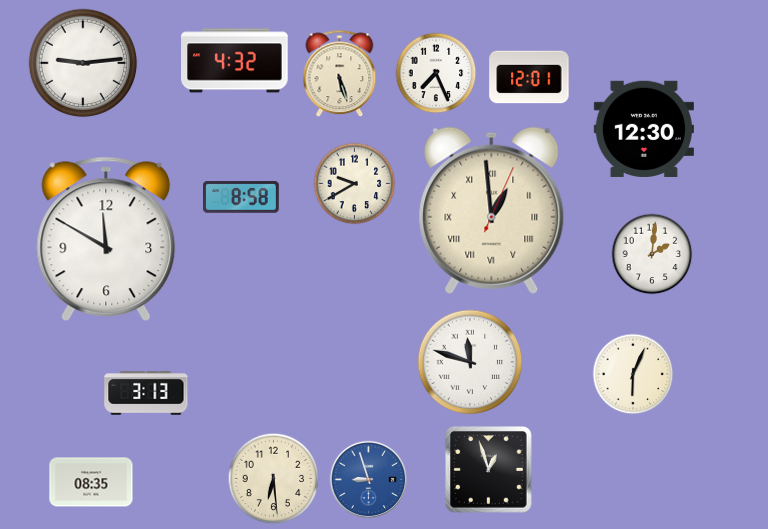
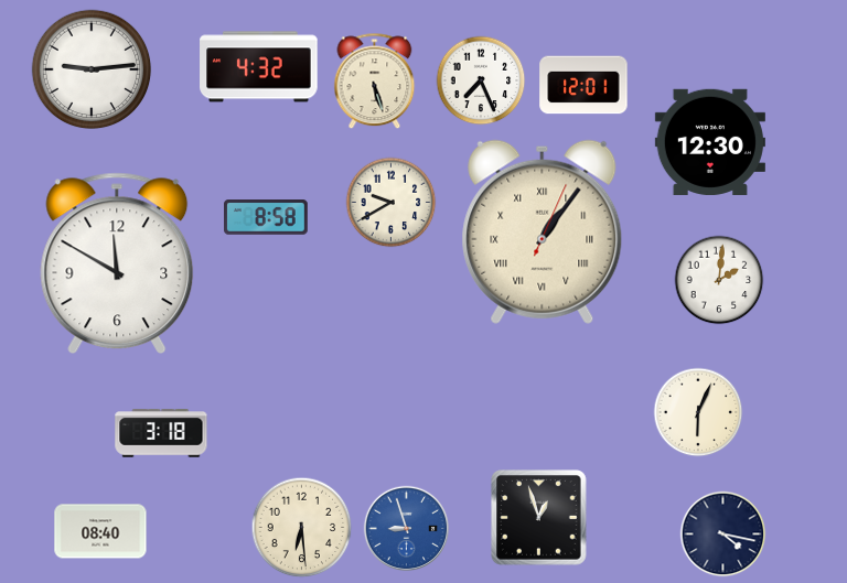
clock at (492, 210): 12:59 -> 1:06
clock at (470, 362): 11:48 -> none
clock at (146, 393): 3:13 -> 3:18
clock at (91, 482): 08:35 -> 08:40
clock at (723, 535): none -> 4:17
